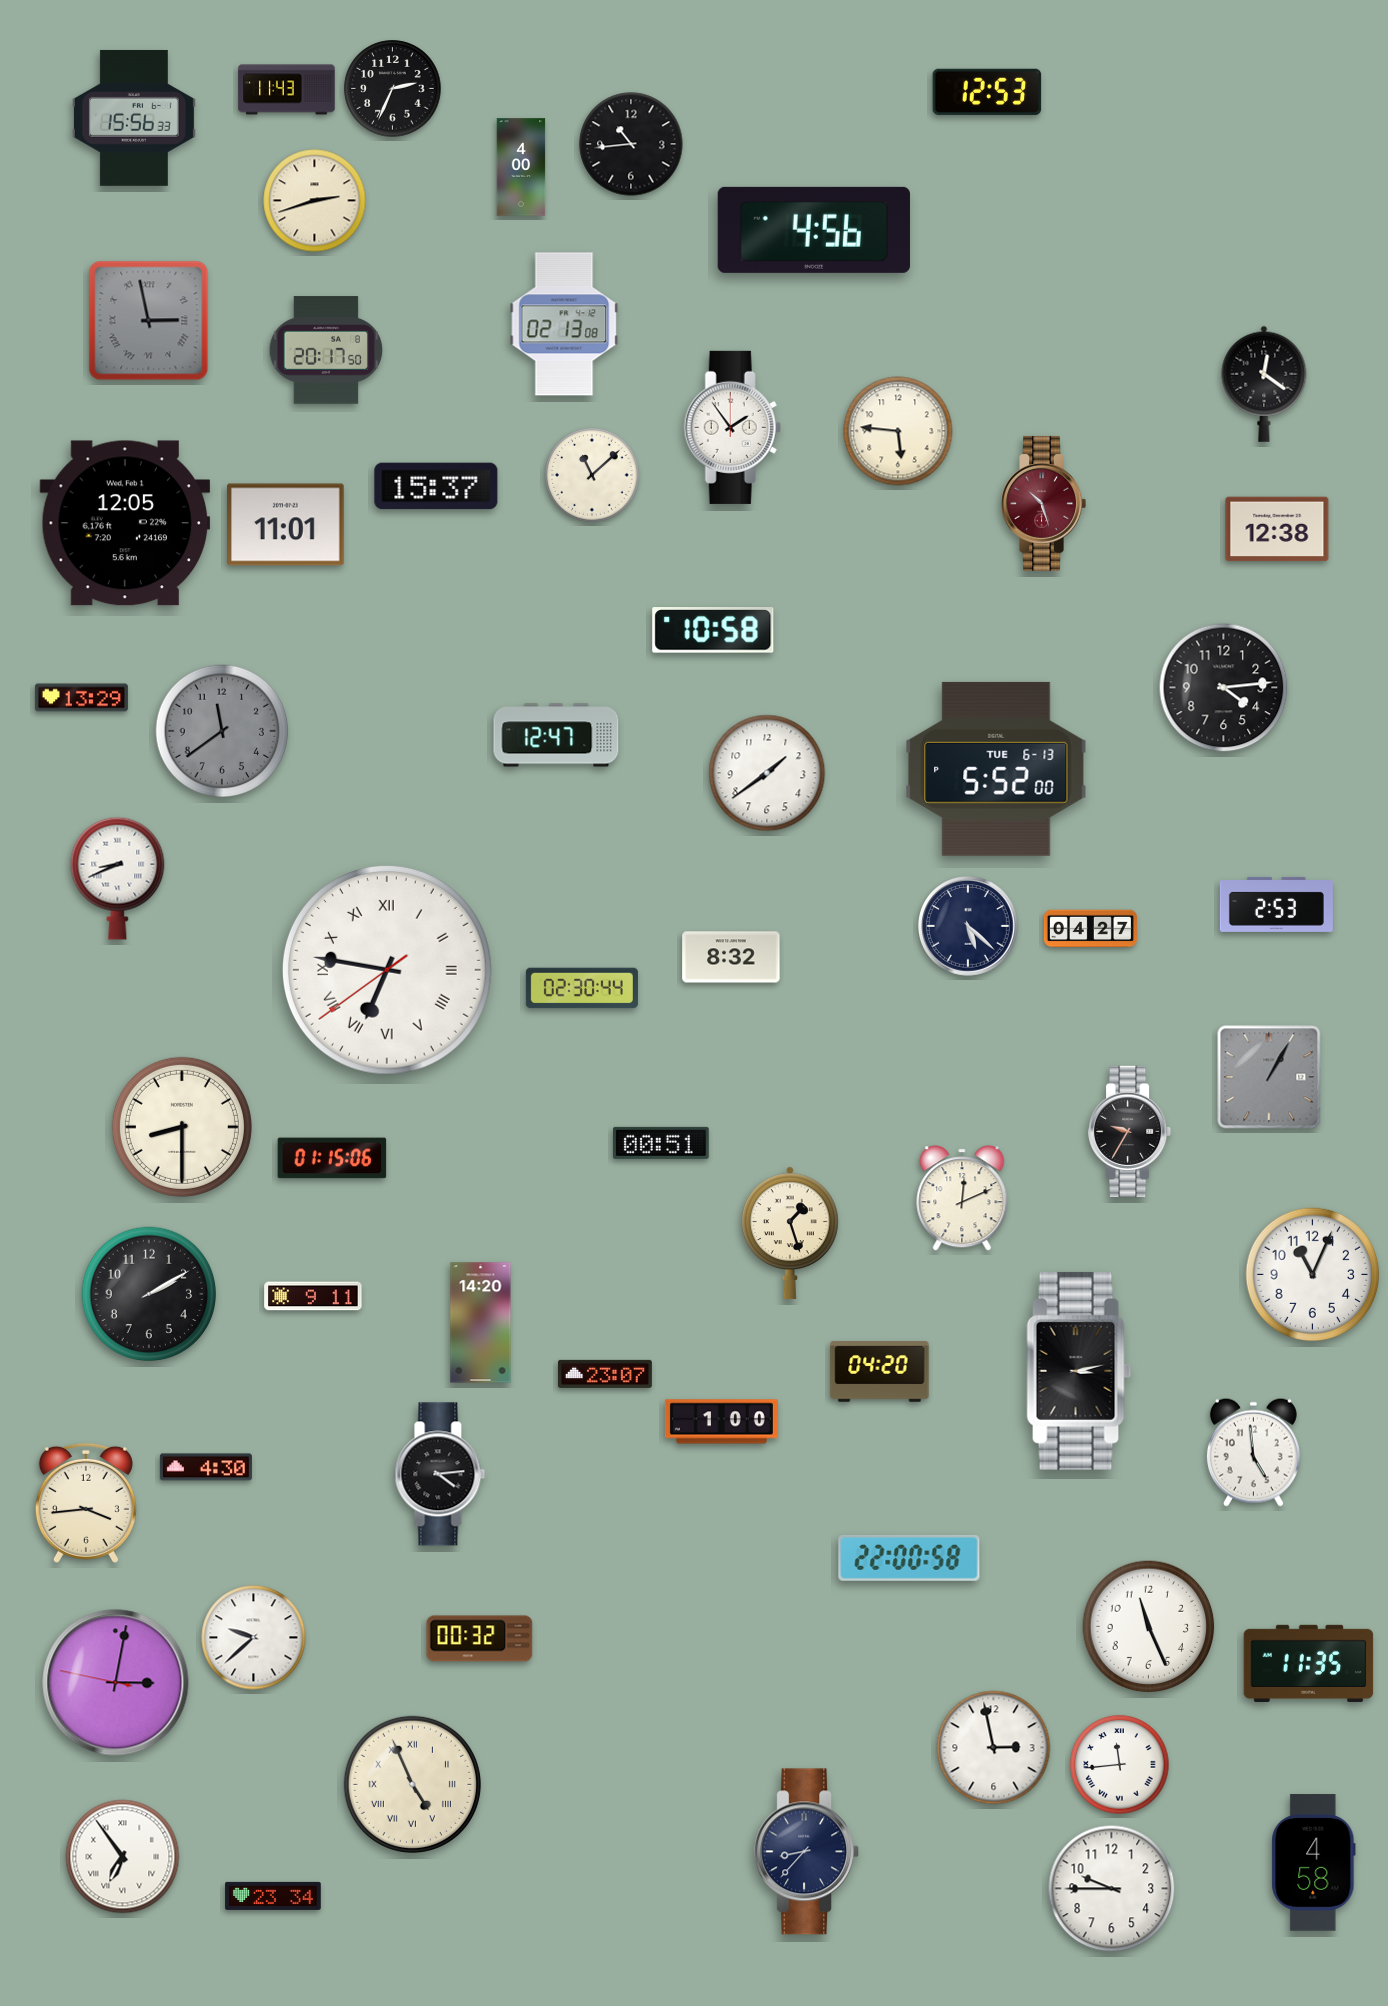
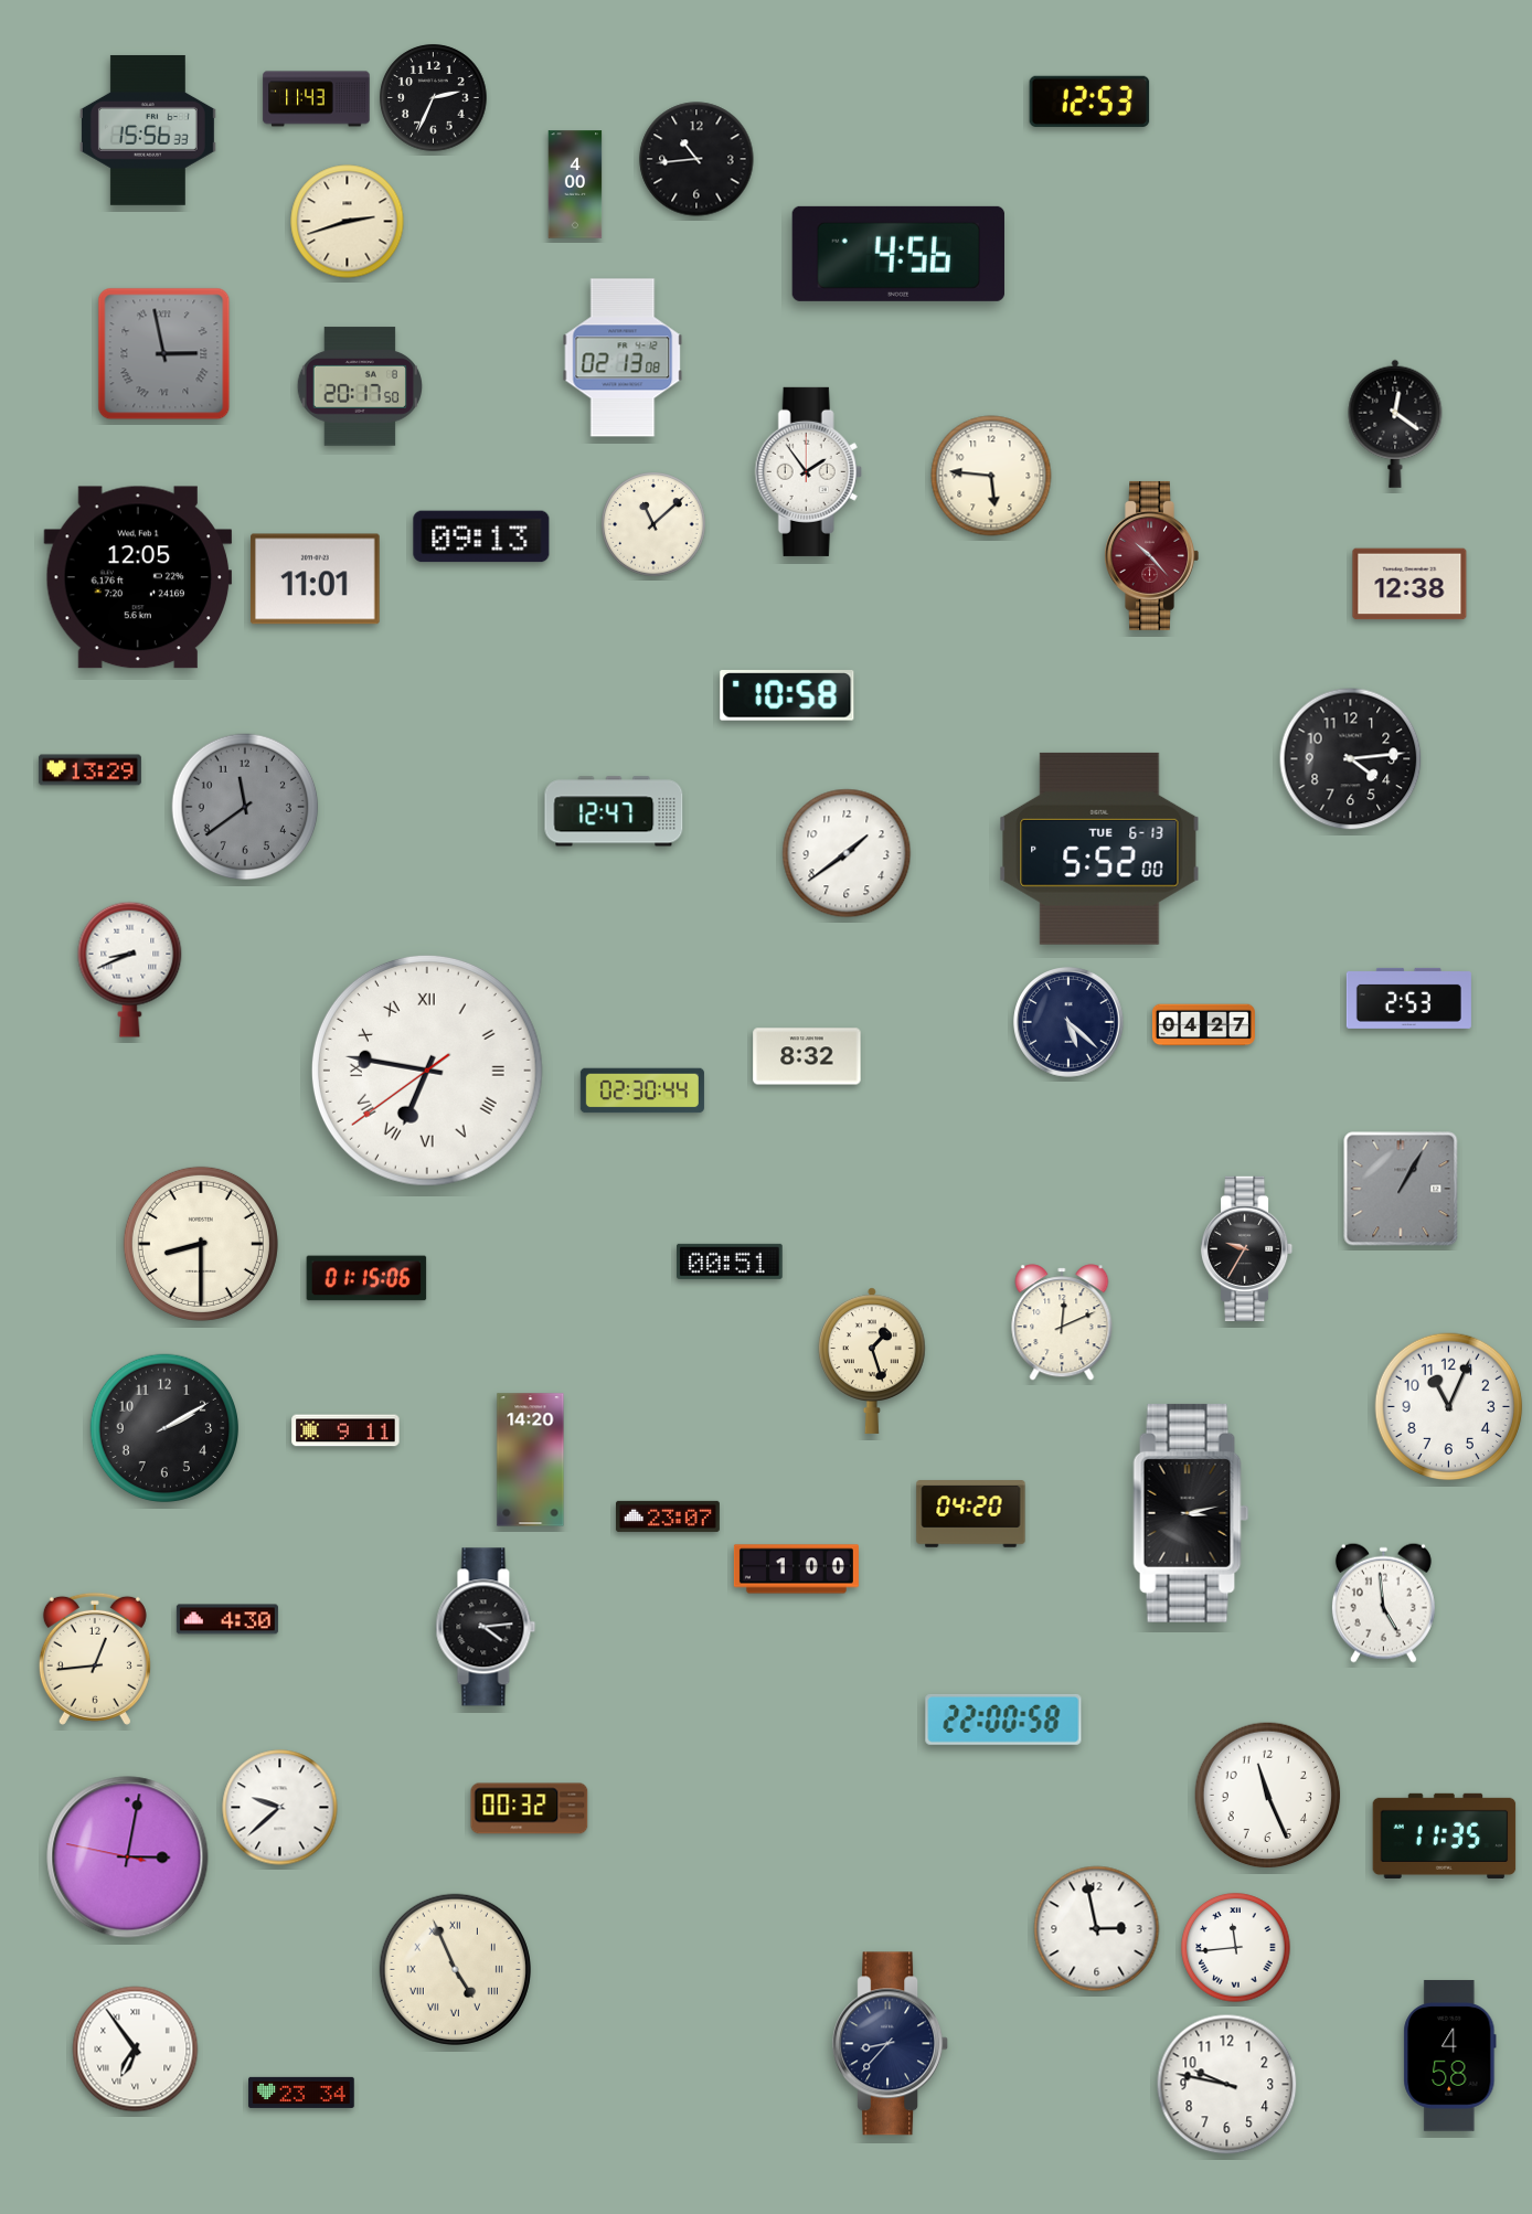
clock at (436, 486): 15:37 -> 09:13
clock at (1043, 503): 10:27 -> 10:23
clock at (86, 1503): 3:44 -> 12:44
clock at (1112, 1889): 9:45 -> 9:47
